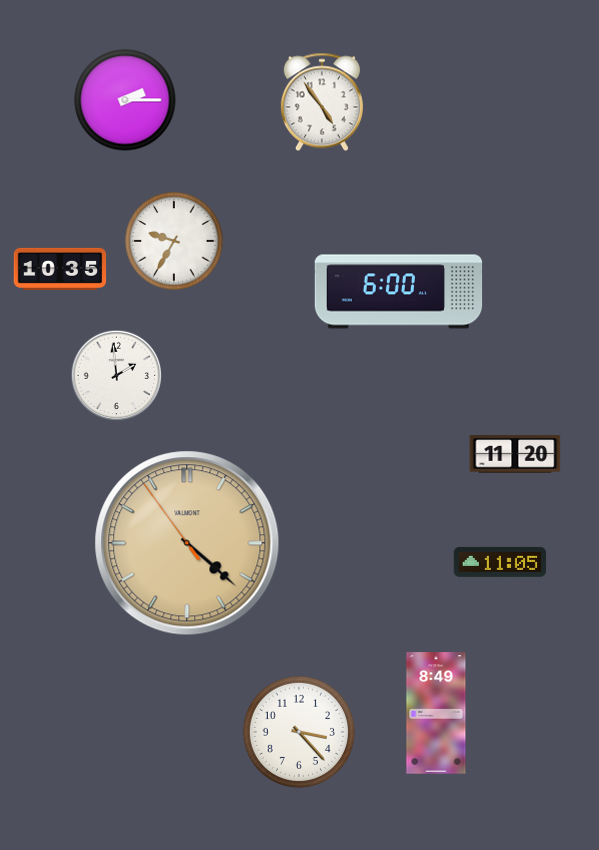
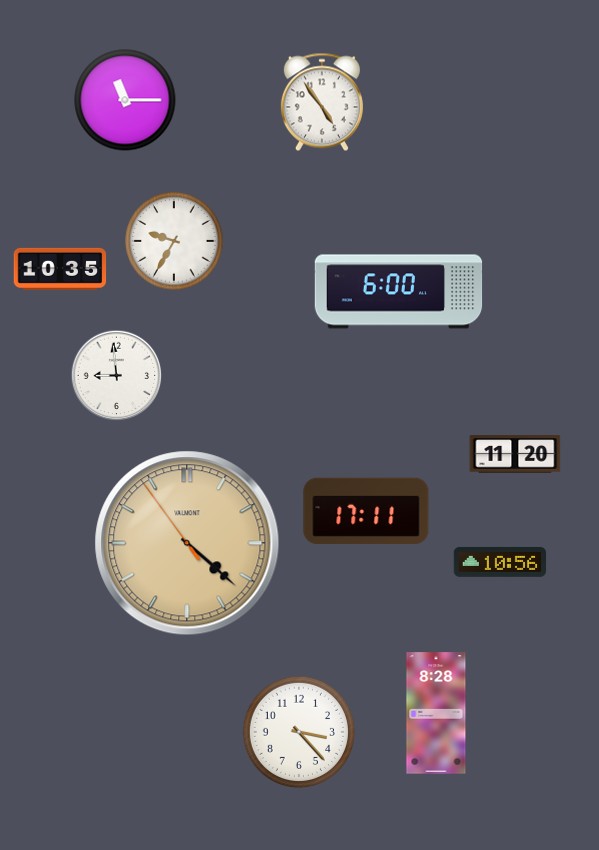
clock at (125, 100): 2:15 -> 11:15
clock at (117, 376): 1:59 -> 8:59
clock at (366, 511): none -> 17:11
clock at (500, 562): 11:05 -> 10:56
clock at (436, 713): 8:49 -> 8:28
